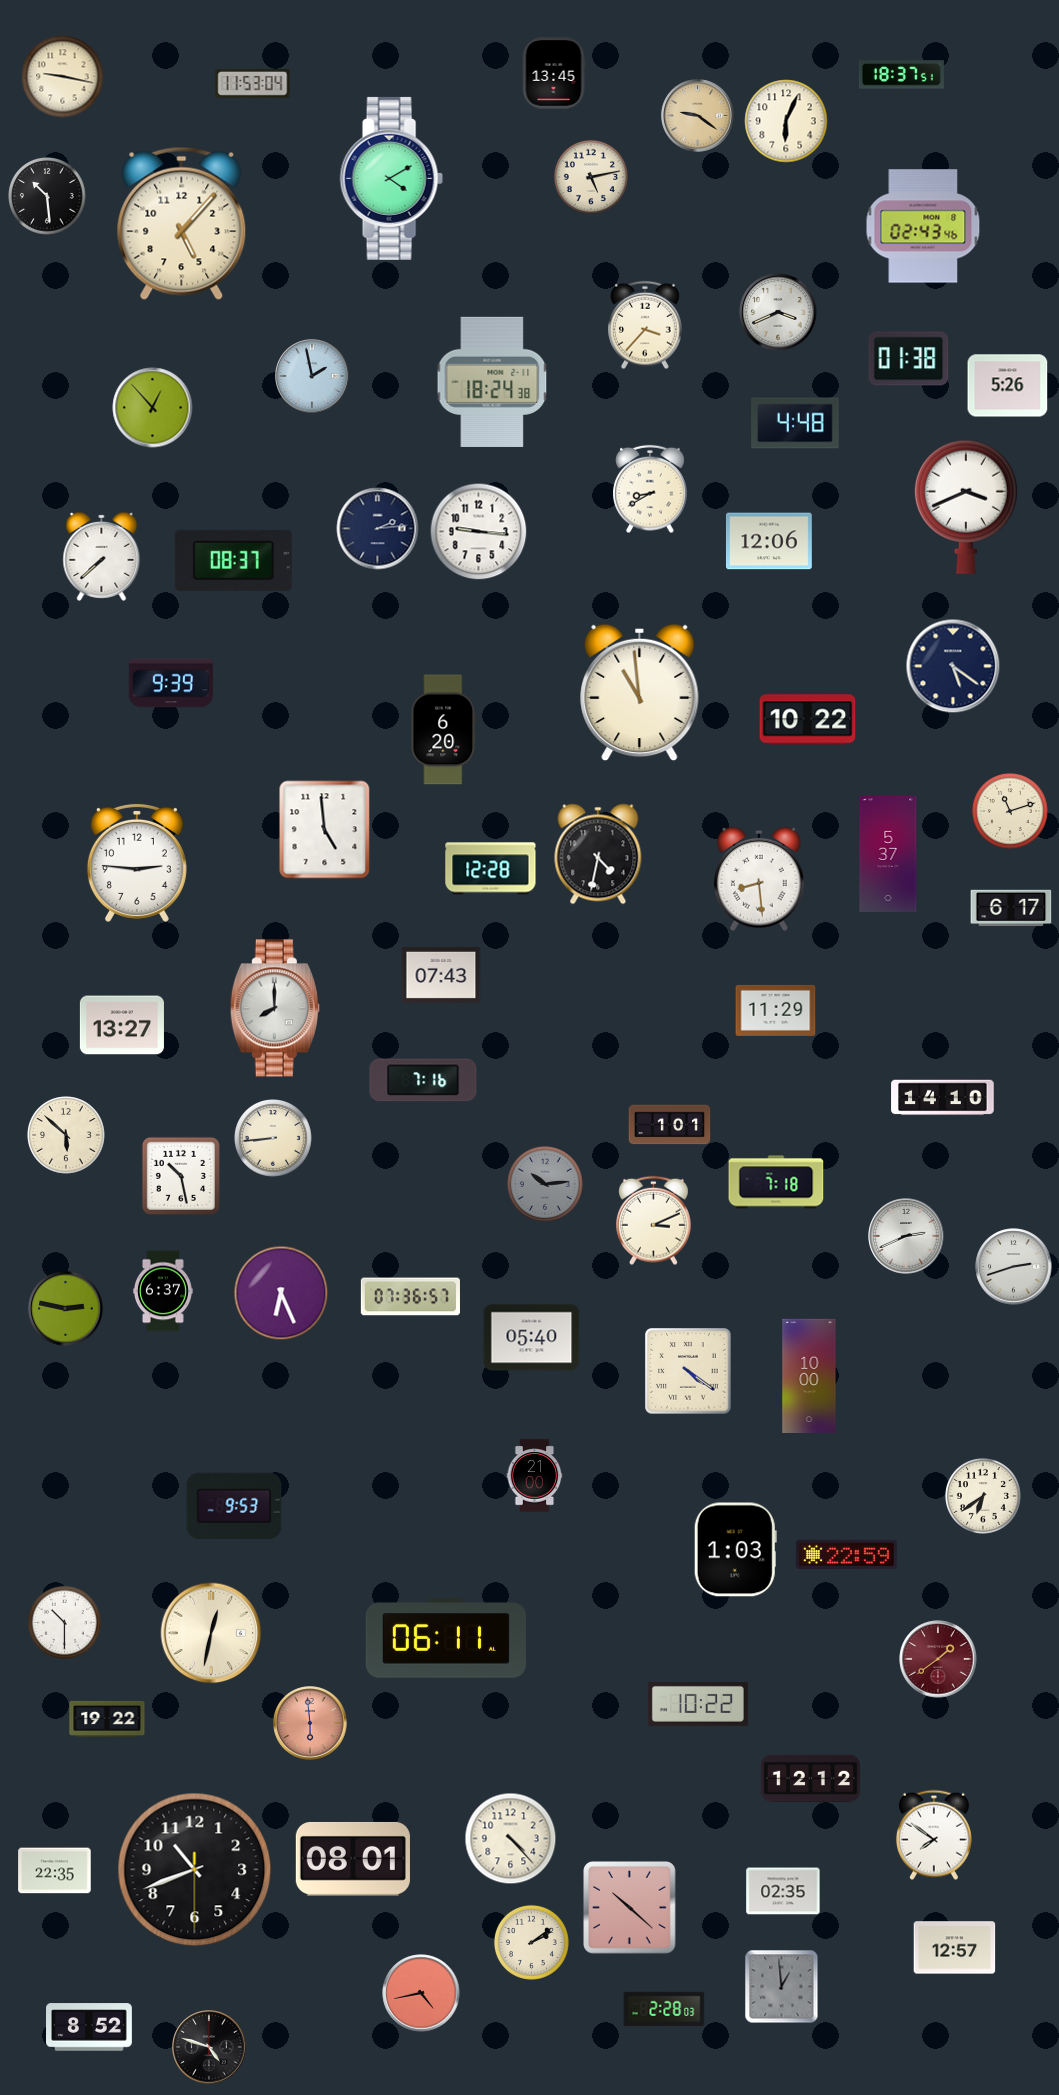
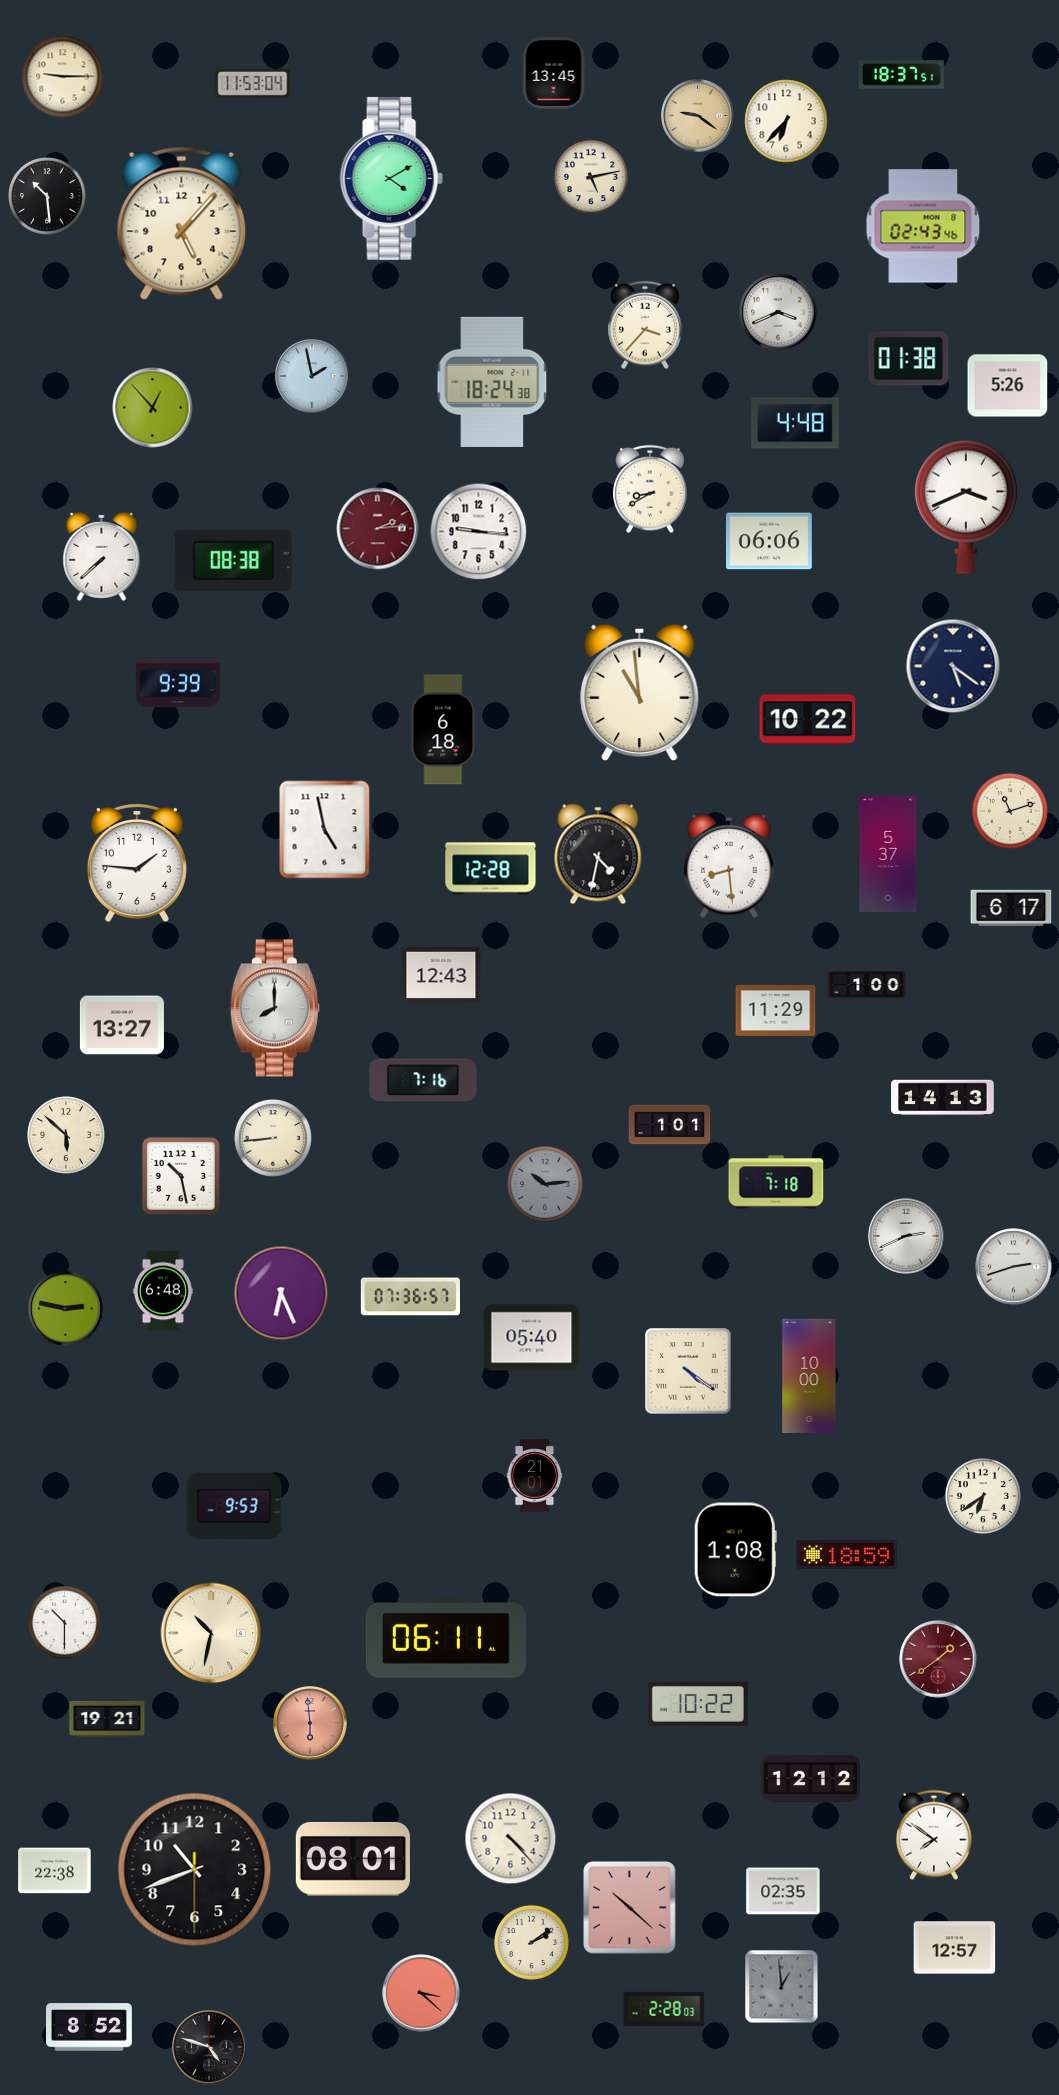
clock at (63, 77): 9:17 -> 9:15
clock at (786, 121): 6:04 -> 6:37
clock at (378, 529) dial: navy -> burgundy
clock at (769, 541): 12:06 -> 06:06
clock at (233, 560): 08:37 -> 08:38
clock at (171, 683) position: (171, 683) -> (178, 683)
clock at (444, 730): 6:20 -> 6:18
clock at (325, 830): 4:59 -> 4:58
clock at (137, 863): 2:46 -> 1:46
clock at (760, 879) position: (760, 879) -> (730, 866)
clock at (441, 975): 07:43 -> 12:43
clock at (867, 985): none -> 1:00
clock at (943, 1098): 14:10 -> 14:13
clock at (654, 1221): 3:11 -> none
clock at (163, 1291): 6:37 -> 6:48
clock at (535, 1476): 21:00 -> 21:01
clock at (735, 1550): 1:03 -> 1:08
clock at (846, 1554): 22:59 -> 18:59
clock at (211, 1633): 12:32 -> 10:32
clock at (107, 1719): 19:22 -> 19:21
clock at (55, 1871): 22:35 -> 22:38
clock at (421, 1993): 4:43 -> 3:22
